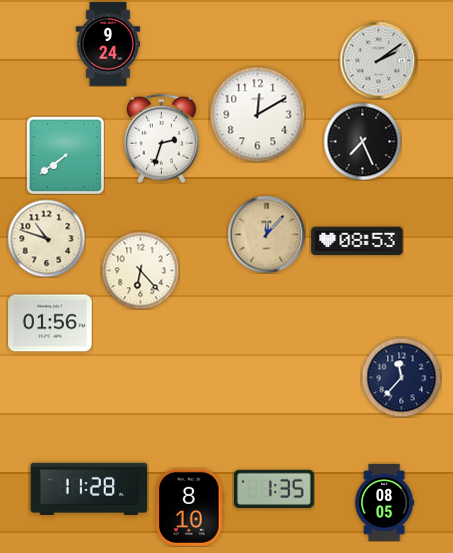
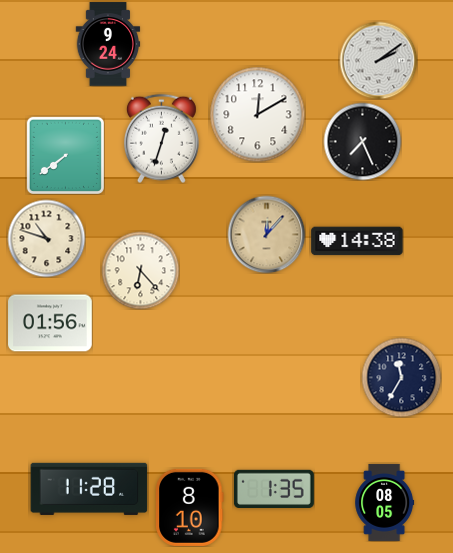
clock at (161, 138): 2:33 -> 12:33
clock at (357, 241): 08:53 -> 14:38
clock at (401, 377): 11:37 -> 11:35
